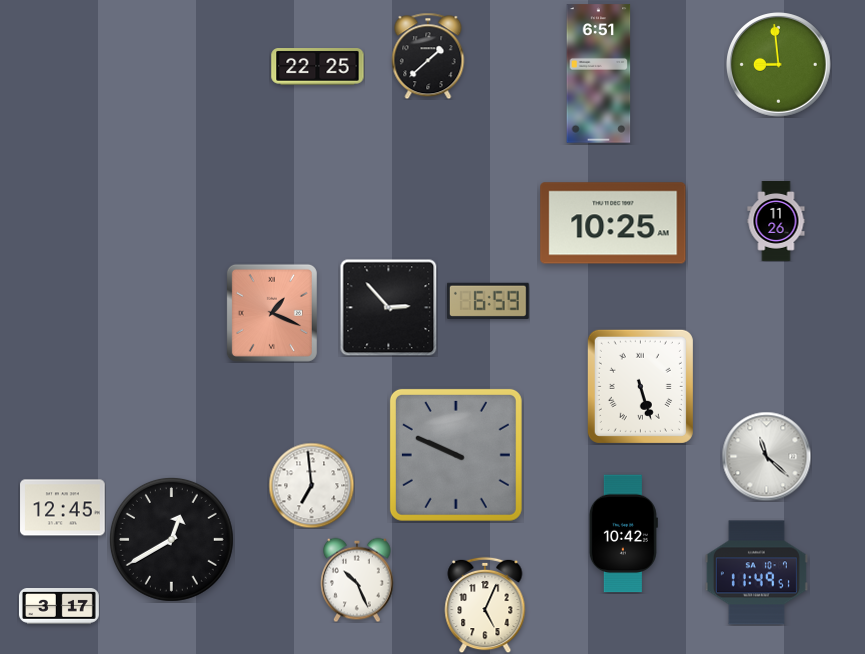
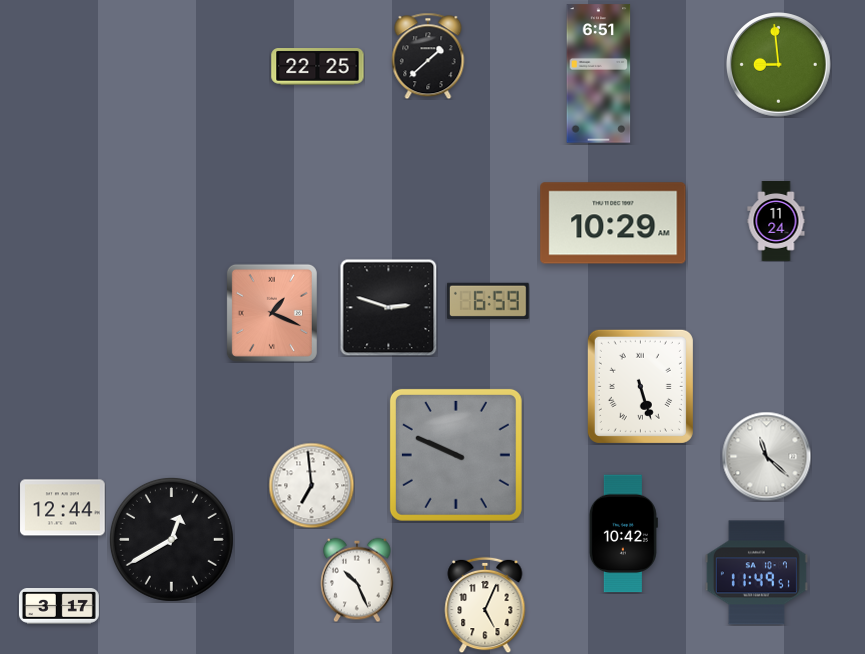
clock at (776, 222): 11:26 -> 11:24
clock at (613, 223): 10:25 -> 10:29
clock at (388, 307): 2:53 -> 2:48
clock at (63, 508): 12:45 -> 12:44
